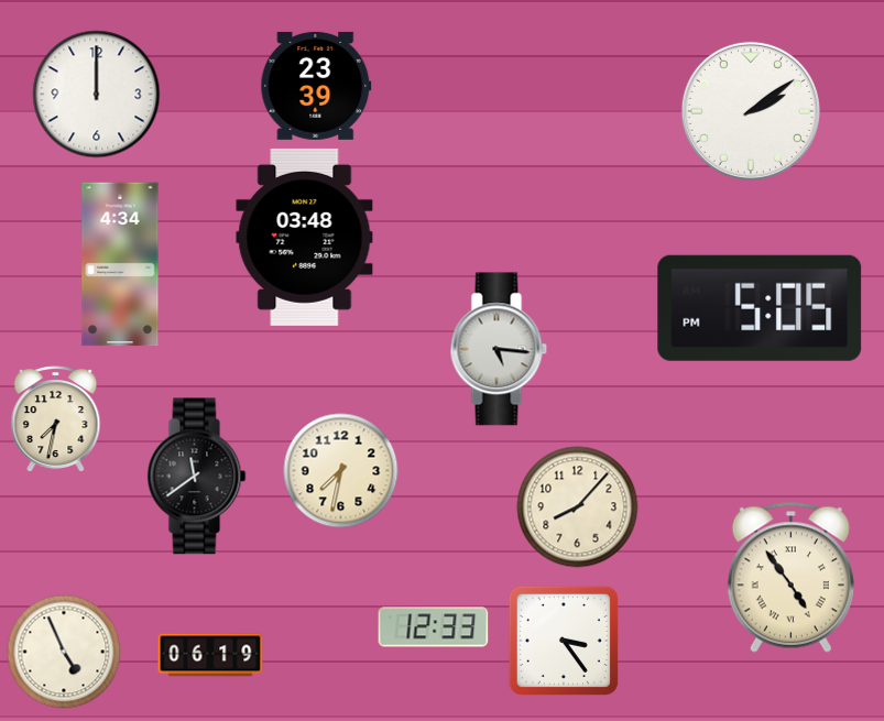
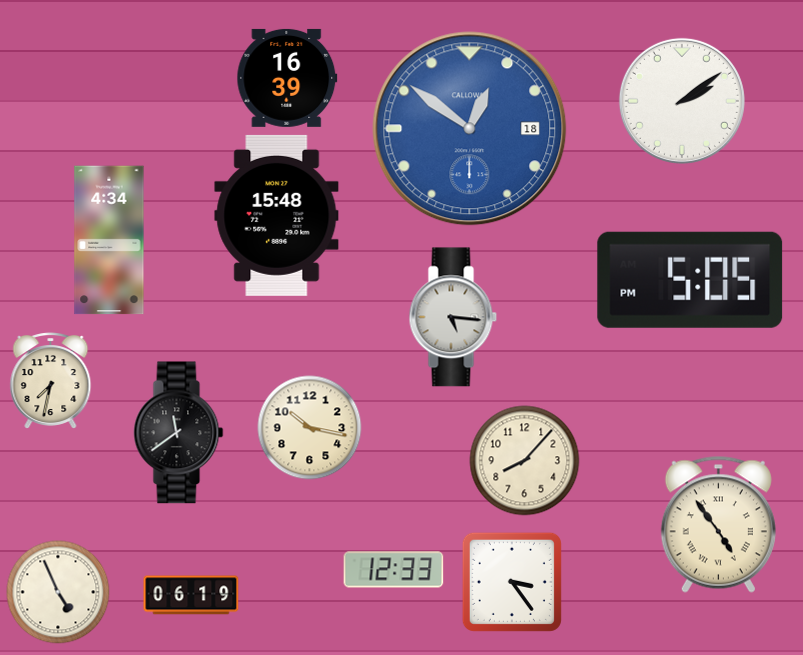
clock at (316, 86): 23:39 -> 16:39
clock at (97, 95): 12:00 -> none
clock at (470, 129): none -> 12:51
clock at (305, 237): 03:48 -> 15:48
clock at (341, 471): 7:32 -> 10:17
